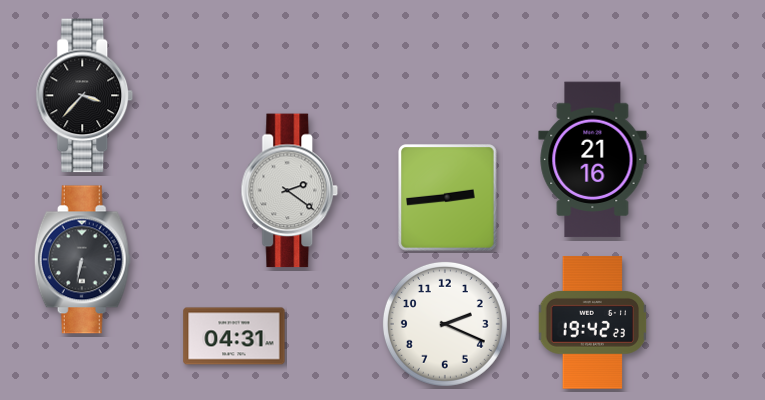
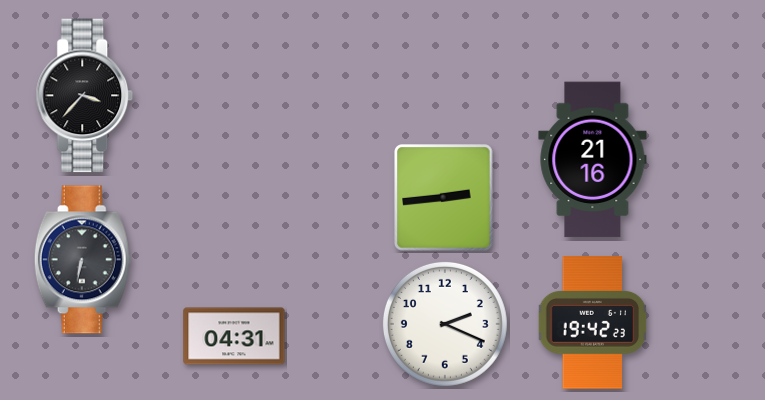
clock at (290, 191): 2:21 -> none
clock at (448, 198) position: (448, 198) -> (444, 198)
